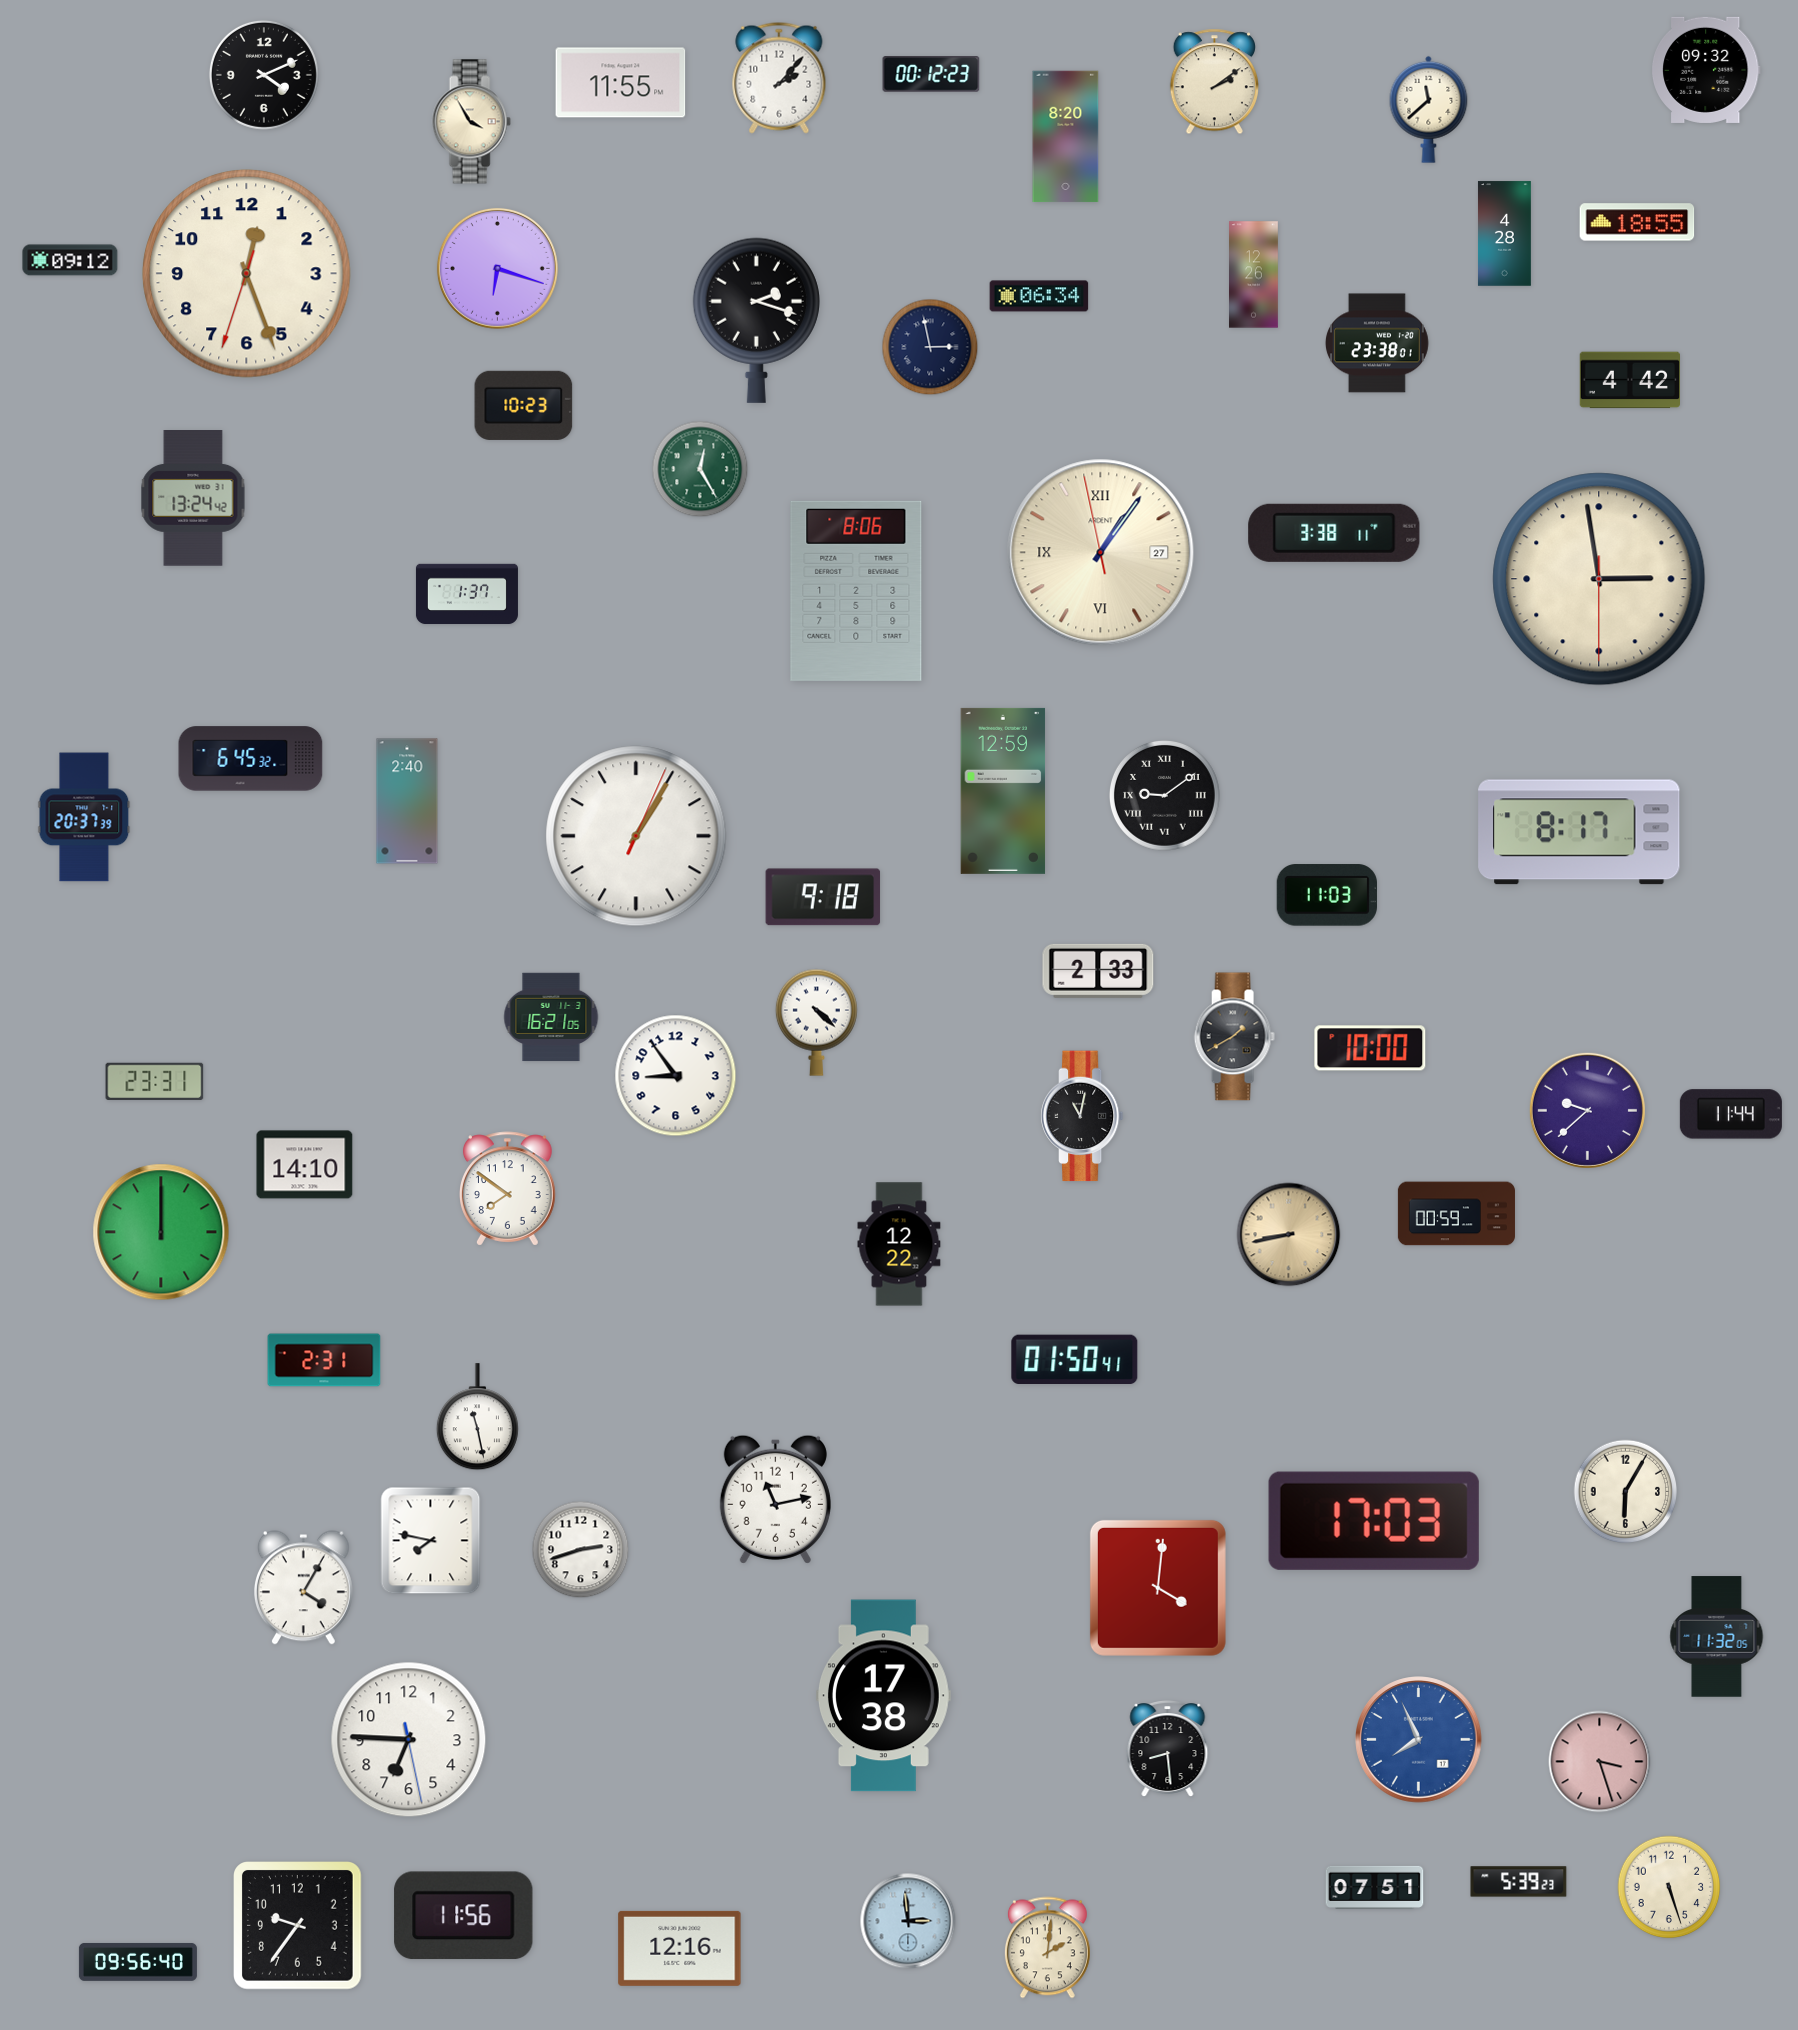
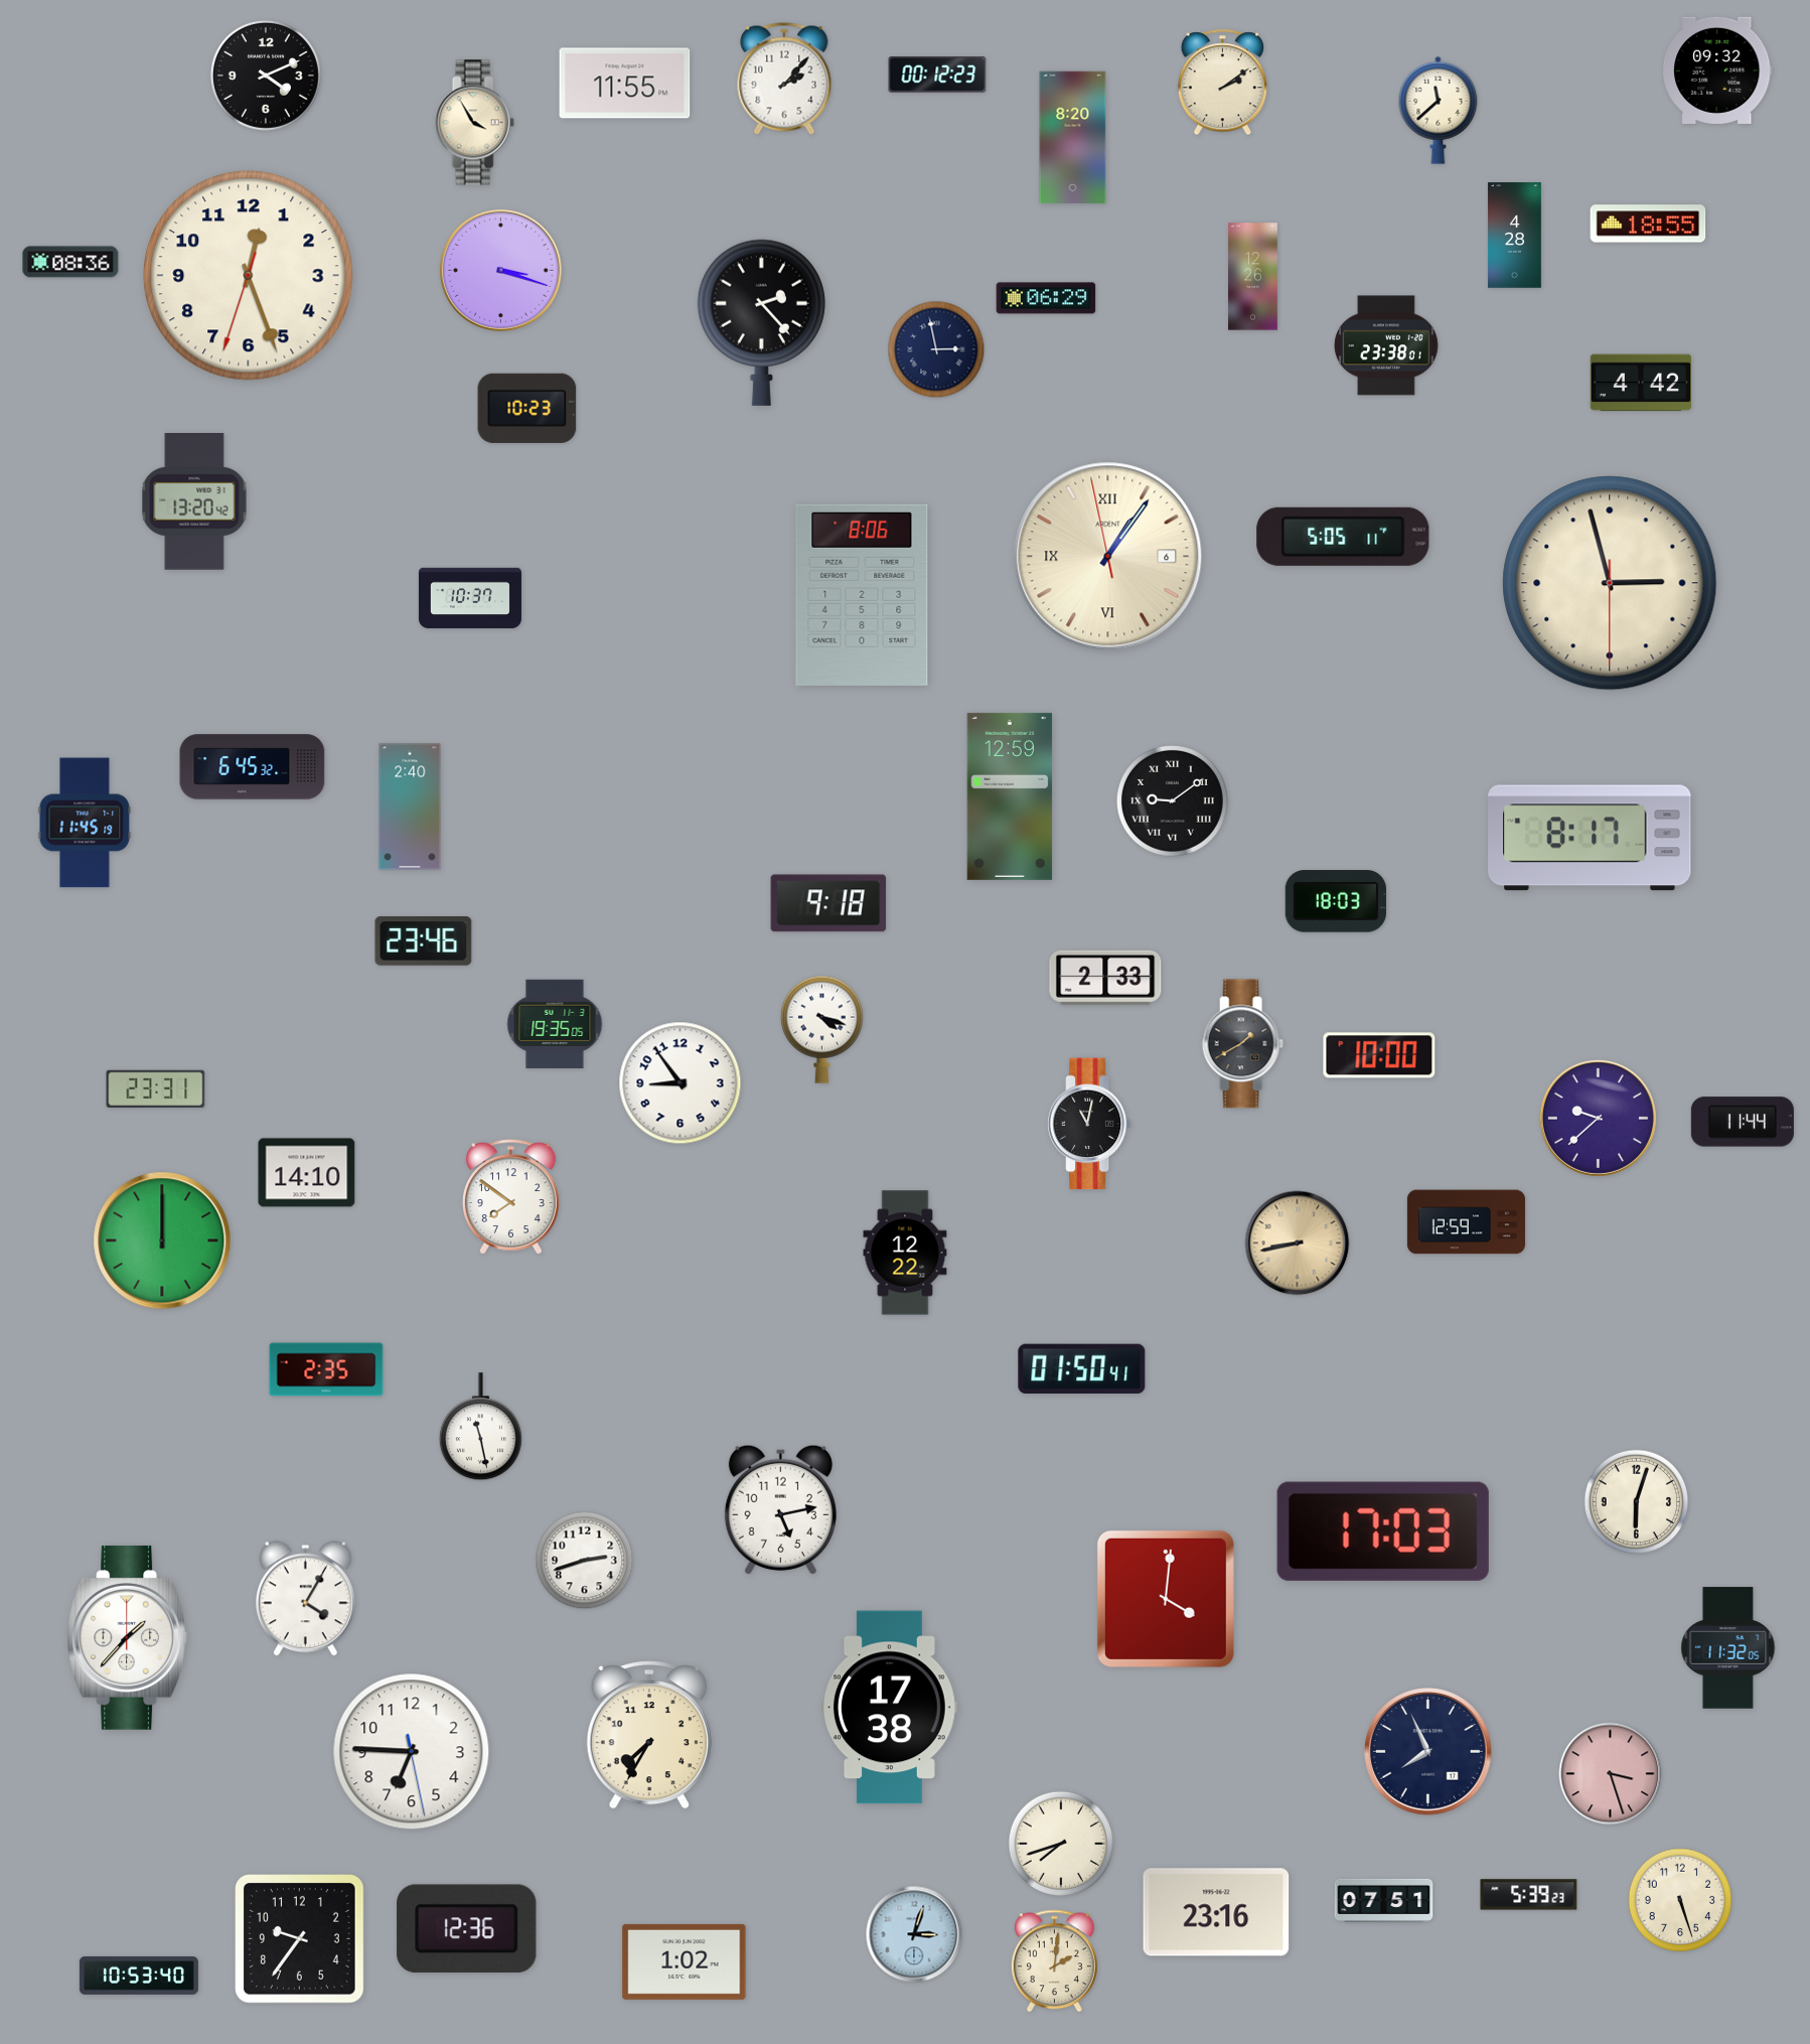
clock at (70, 260): 09:12 -> 08:36
clock at (497, 268): 6:18 -> 3:18
clock at (1254, 275) position: (1254, 275) -> (1253, 277)
clock at (1039, 296): 06:34 -> 06:29
clock at (756, 320): 2:18 -> 2:23
clock at (700, 469): 12:25 -> none
clock at (193, 499): 13:24 -> 13:20
clock at (1334, 533): 3:38 -> 5:05
clock at (1101, 553) date: 27 -> 6
clock at (1599, 579): 2:58 -> 2:57
clock at (467, 594): 1:37 -> 10:37
clock at (251, 759) position: (251, 759) -> (253, 767)
clock at (84, 817): 20:37 -> 11:45
clock at (636, 836): 1:05 -> none
clock at (1327, 895): 11:03 -> 18:03
clock at (424, 941): none -> 23:46
clock at (551, 1017): 16:21 -> 19:35
clock at (816, 1022): 4:22 -> 4:18
clock at (1456, 1214): 00:59 -> 12:59
clock at (324, 1360): 2:31 -> 2:35
clock at (1626, 1492): 6:05 -> 6:03
clock at (775, 1499): 11:13 -> 5:13
clock at (431, 1541): 7:47 -> none
clock at (128, 1637): none -> 1:37
clock at (649, 1735): none -> 7:35
clock at (1419, 1740) dial: blue -> navy
clock at (1168, 1749): 8:29 -> none
clock at (1060, 1843): none -> 7:42
clock at (1216, 1912): none -> 23:16
clock at (464, 1916): 11:56 -> 12:36
clock at (908, 1921): 2:59 -> 3:03
clock at (680, 1948): 12:16 -> 1:02
clock at (138, 1962): 09:56 -> 10:53
